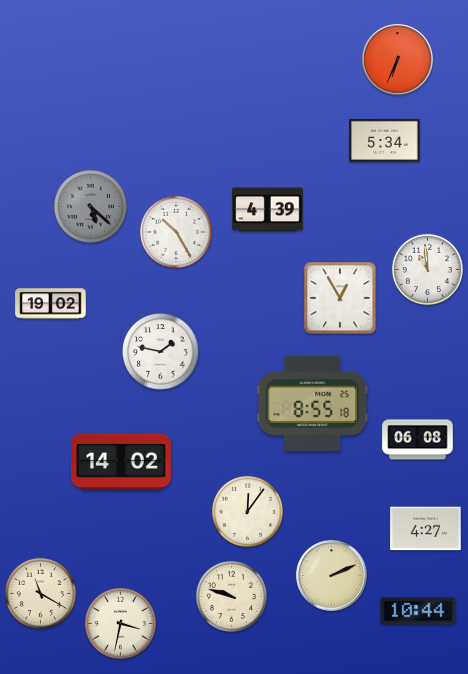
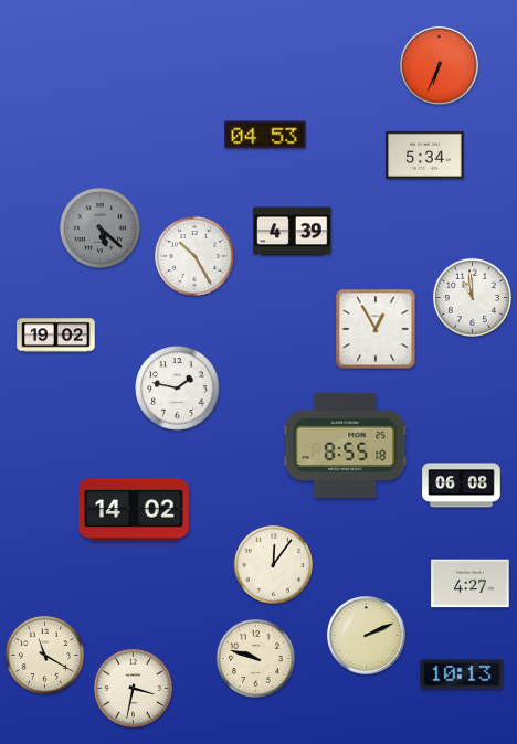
clock at (265, 135): none -> 04:53
clock at (268, 210) position: (268, 210) -> (293, 232)
clock at (418, 611): 10:44 -> 10:13
